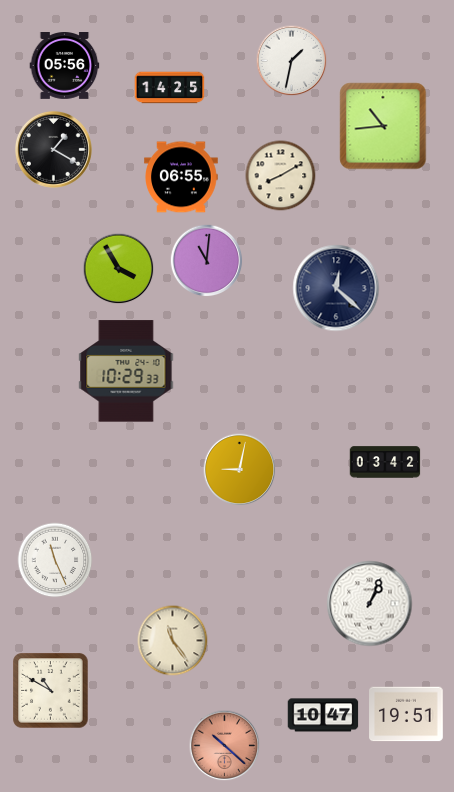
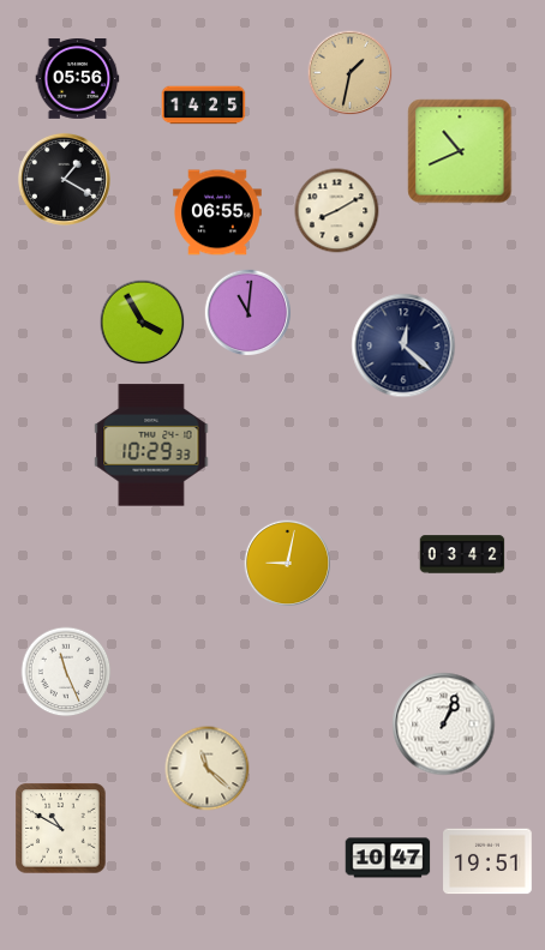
clock at (292, 61) dial: white -> champagne
clock at (383, 126): 10:44 -> 10:41
clock at (173, 641): 11:24 -> 11:22
clock at (406, 714) position: (406, 714) -> (487, 861)
clock at (225, 746): 10:22 -> none
